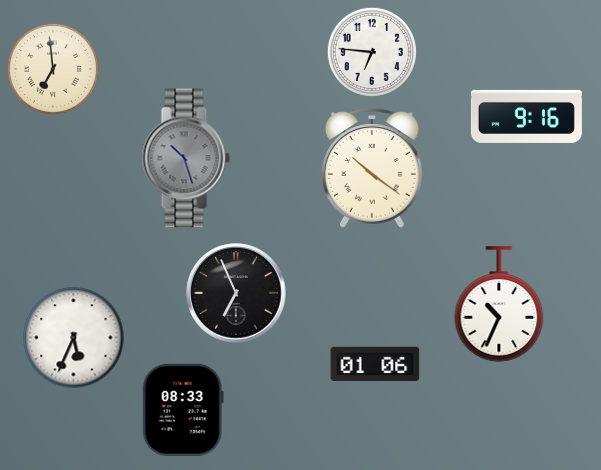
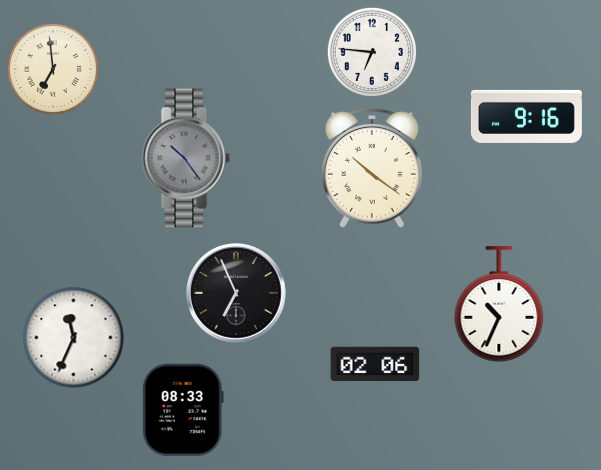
clock at (186, 158): 10:27 -> 10:24
clock at (74, 338): 5:34 -> 11:34
clock at (375, 364): 01:06 -> 02:06
